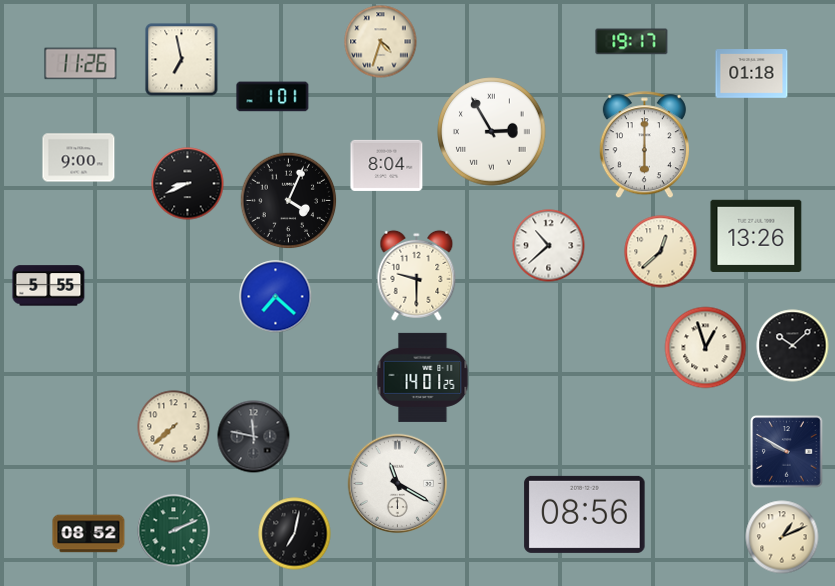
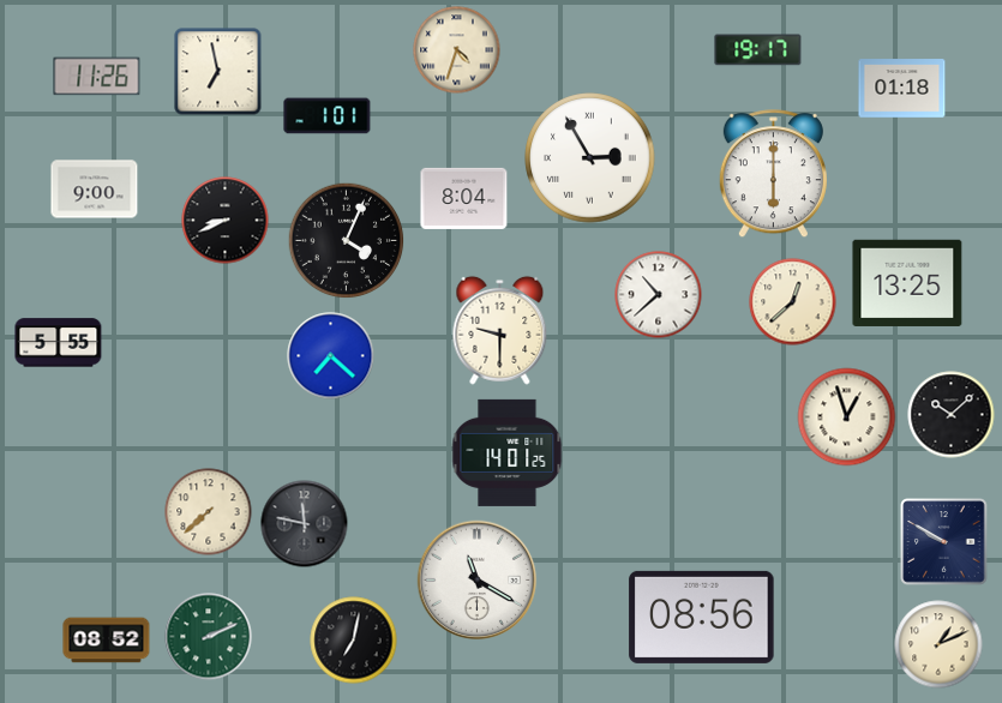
clock at (756, 236): 13:26 -> 13:25
